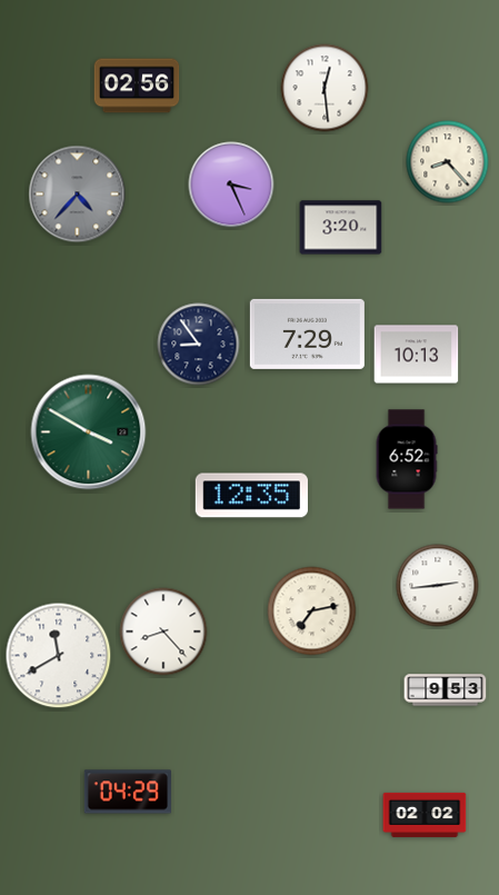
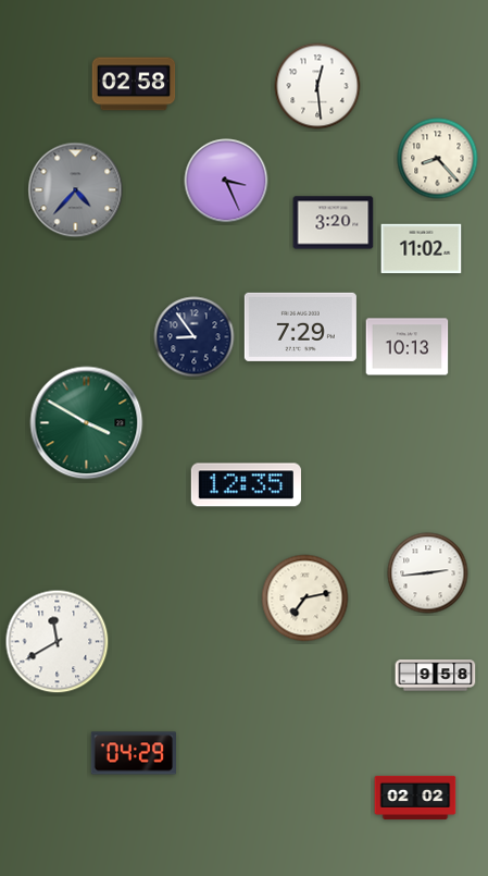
clock at (137, 86): 02:56 -> 02:58
clock at (422, 249): none -> 11:02
clock at (407, 459): 6:52 -> none
clock at (163, 632): 8:23 -> none
clock at (446, 690): 9:53 -> 9:58
clock at (127, 792) position: (127, 792) -> (133, 753)
